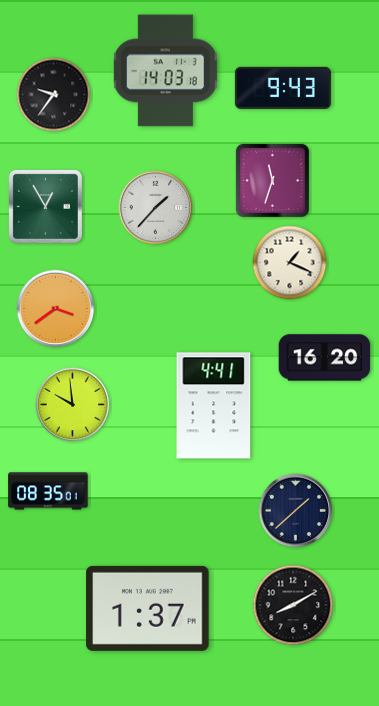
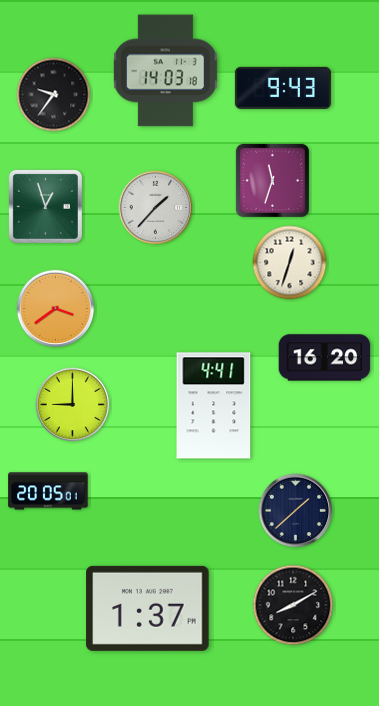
clock at (45, 206): 12:55 -> 12:57
clock at (290, 263): 1:19 -> 12:33
clock at (73, 405): 9:59 -> 9:00
clock at (48, 491): 08:35 -> 20:05
